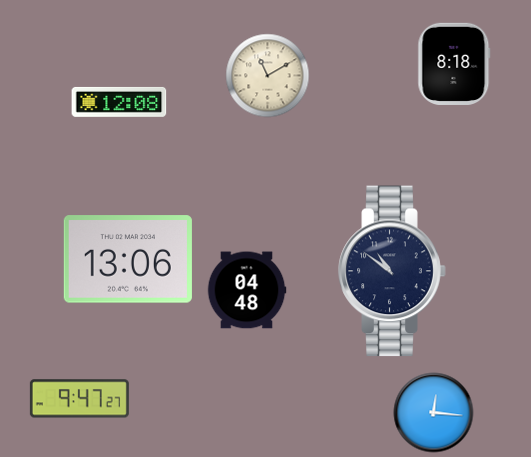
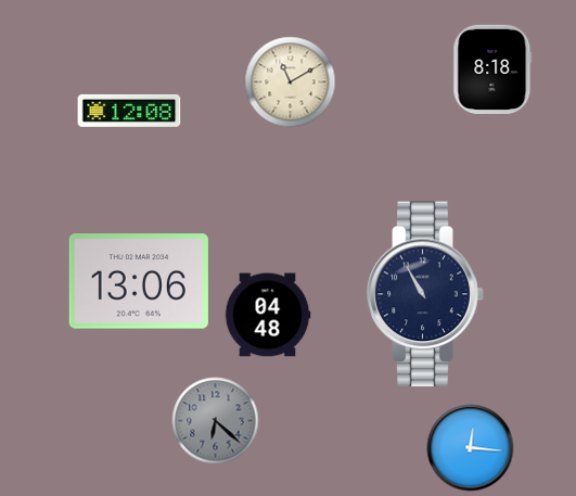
clock at (392, 271): 10:51 -> 10:55
clock at (216, 421): none -> 6:22
clock at (79, 399): 9:47 -> none
